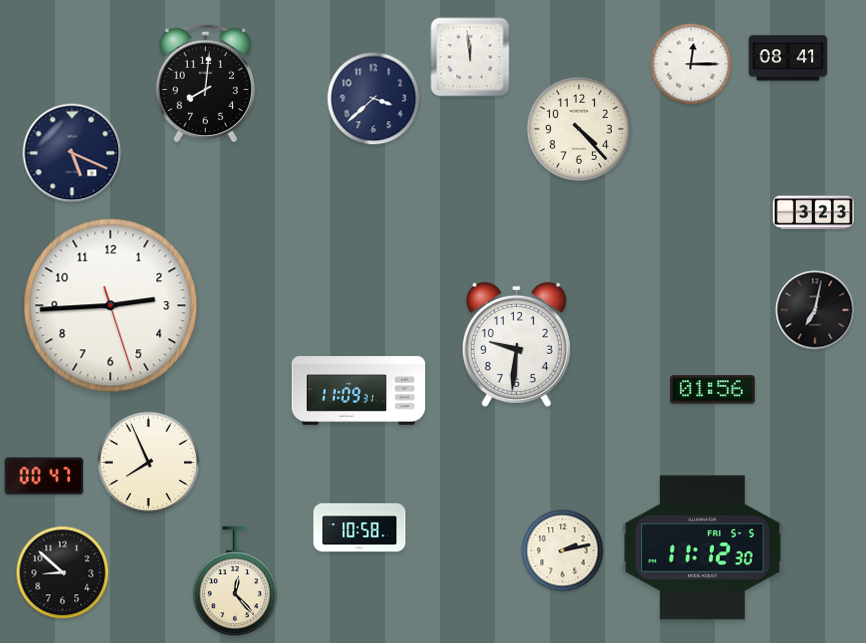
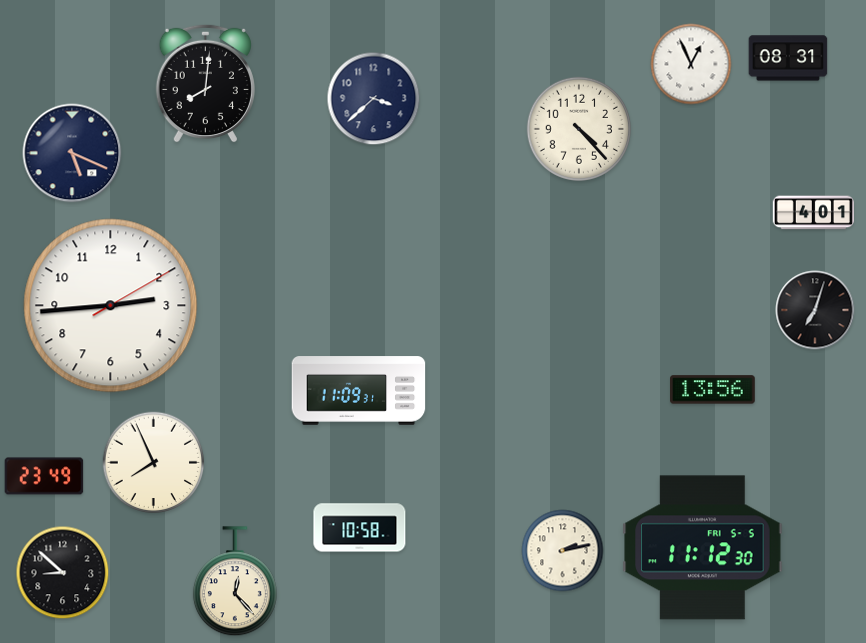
clock at (470, 57): 11:59 -> none
clock at (788, 58): 08:41 -> 08:31
clock at (691, 64): 12:15 -> 12:56
clock at (813, 213): 3:23 -> 4:01
clock at (111, 306): 2:44:27 -> 2:44:10
clock at (815, 310): 7:02 -> 7:03
clock at (516, 344): 9:31 -> none
clock at (713, 390): 01:56 -> 13:56
clock at (149, 463) position: (149, 463) -> (154, 463)
clock at (44, 476): 00:47 -> 23:49
